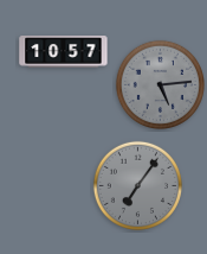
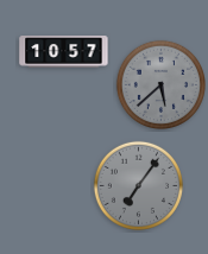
clock at (160, 84): 5:14 -> 5:38
